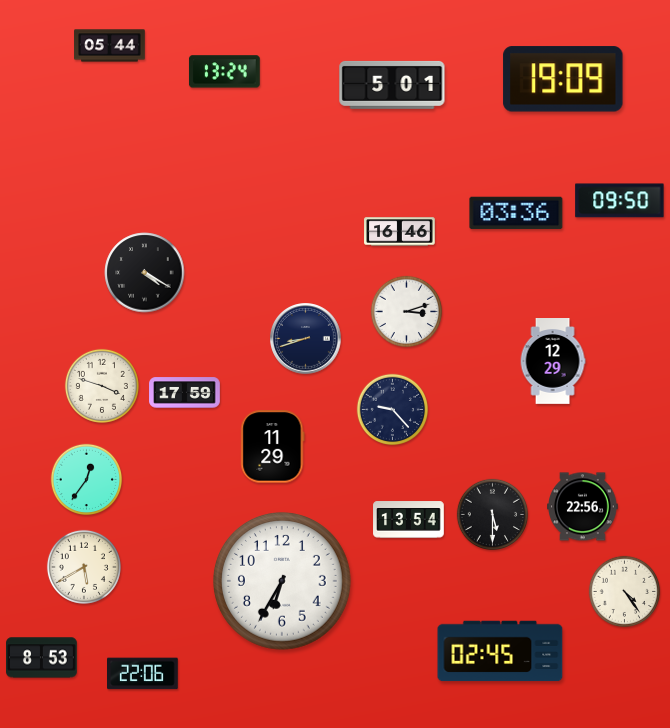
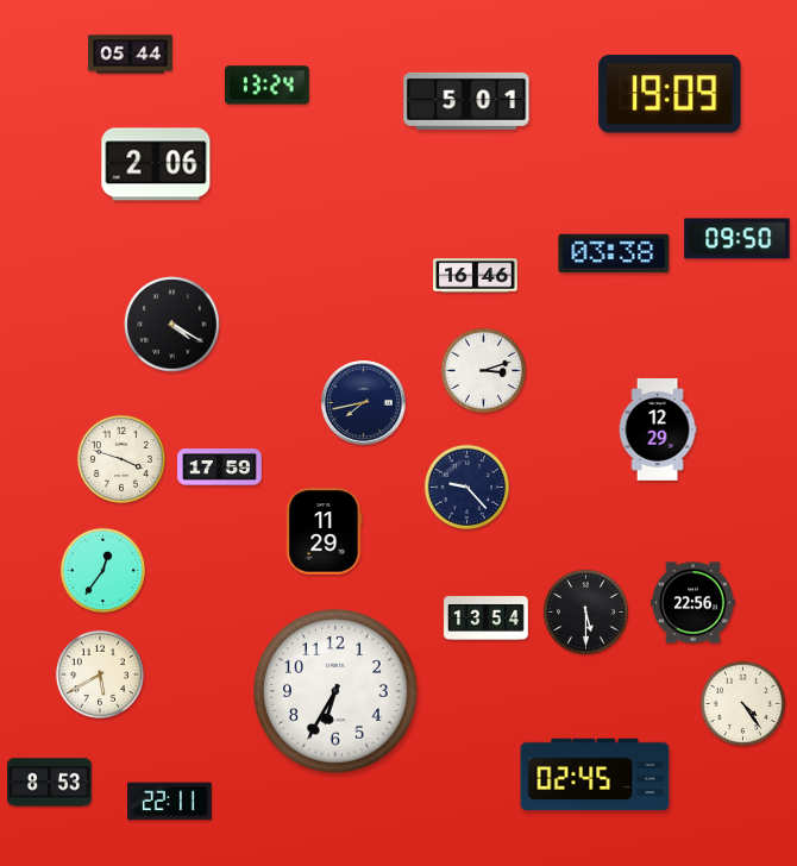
clock at (156, 164): none -> 2:06
clock at (516, 213): 03:36 -> 03:38
clock at (306, 339): 8:42 -> 7:43
clock at (143, 674): 22:06 -> 22:11
